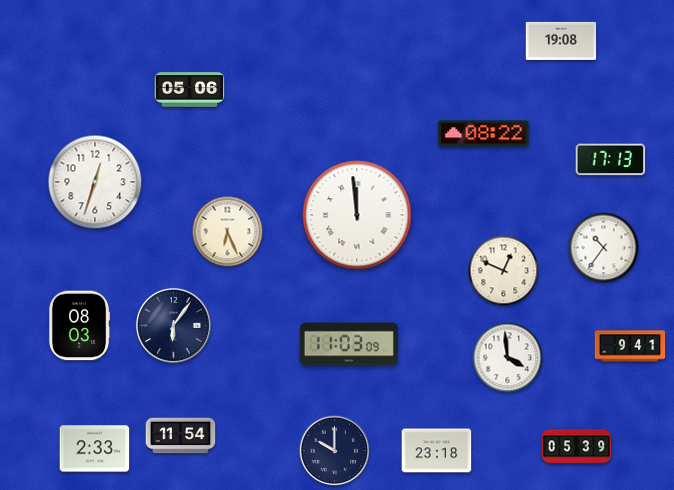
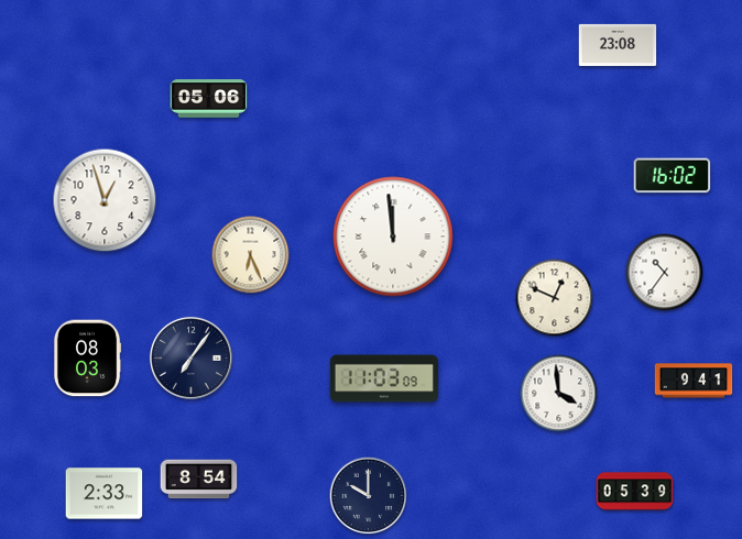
clock at (561, 41): 19:08 -> 23:08
clock at (484, 134): 08:22 -> none
clock at (611, 160): 17:13 -> 16:02
clock at (95, 182): 12:33 -> 12:57
clock at (173, 325): 6:06 -> 7:06
clock at (181, 436): 11:54 -> 8:54
clock at (437, 451): 23:18 -> none
